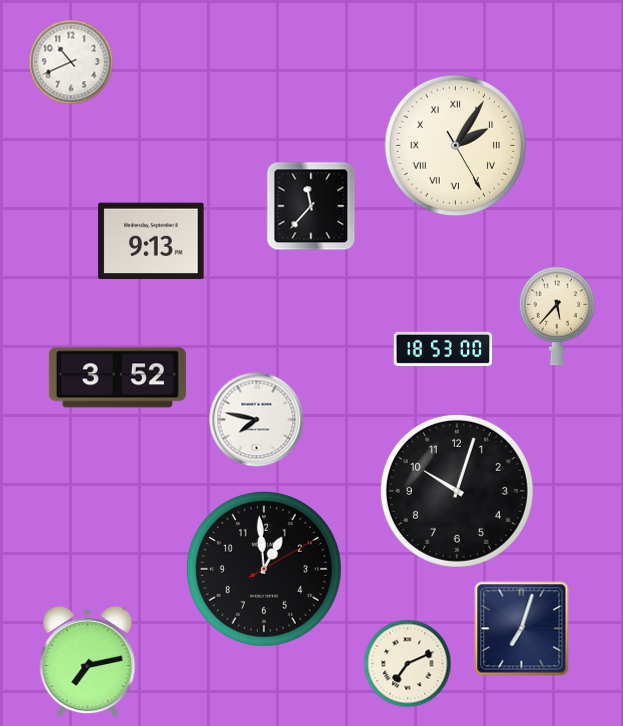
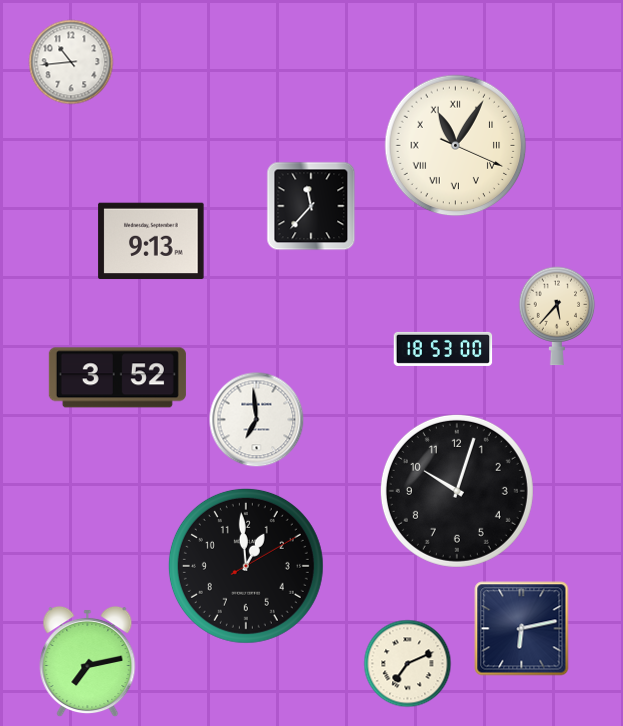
clock at (71, 62): 10:41 -> 10:44
clock at (456, 146): 2:05 -> 11:05
clock at (257, 420): 7:47 -> 6:59
clock at (264, 569) position: (264, 569) -> (246, 566)
clock at (522, 629): 7:03 -> 6:13
